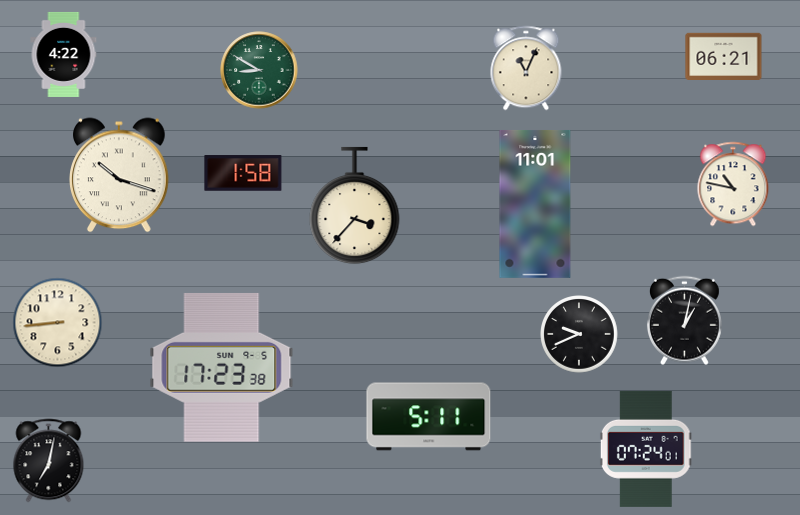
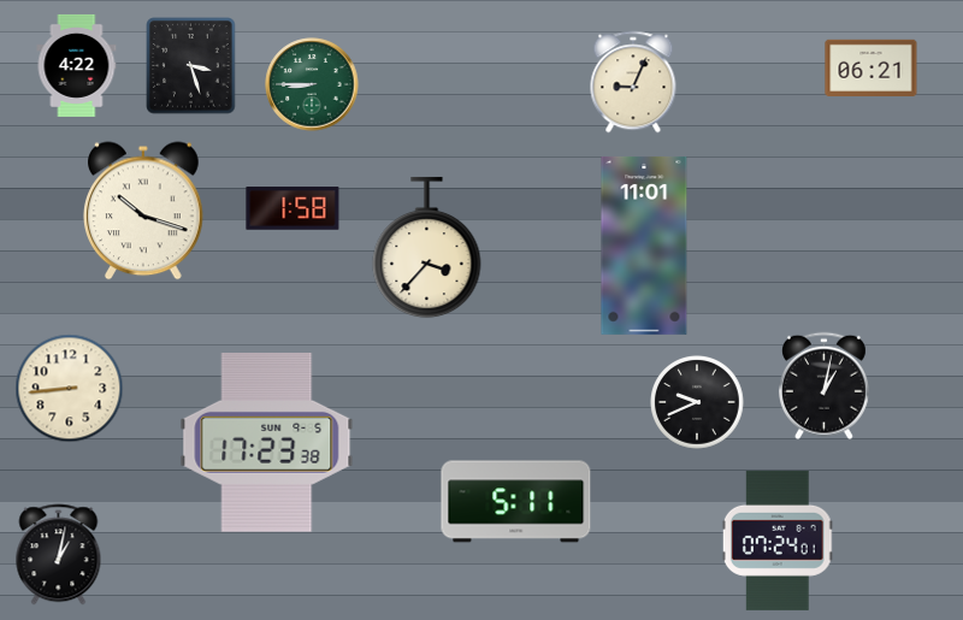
clock at (191, 66): none -> 3:27
clock at (526, 68): 11:04 -> 9:04
clock at (259, 70): 8:50 -> 8:45
clock at (733, 184): 10:47 -> none
clock at (49, 461): 7:02 -> 1:02
